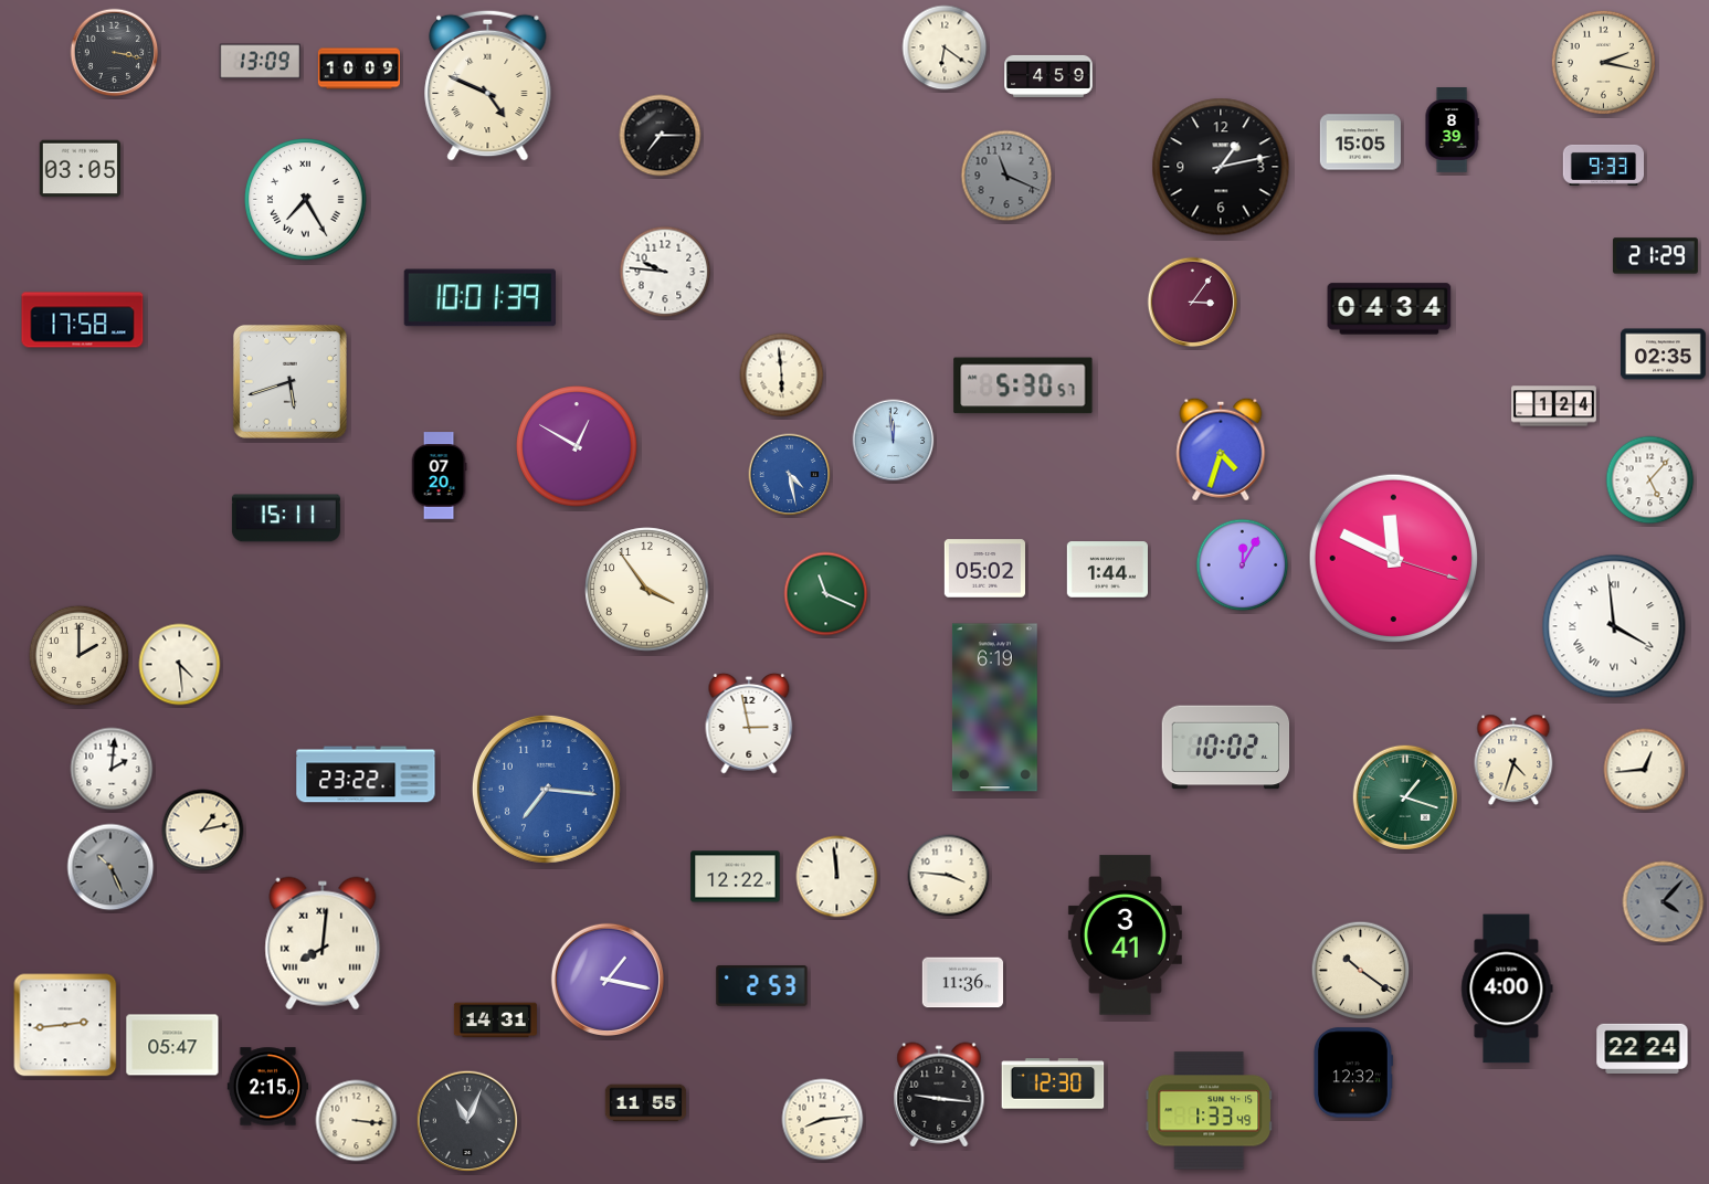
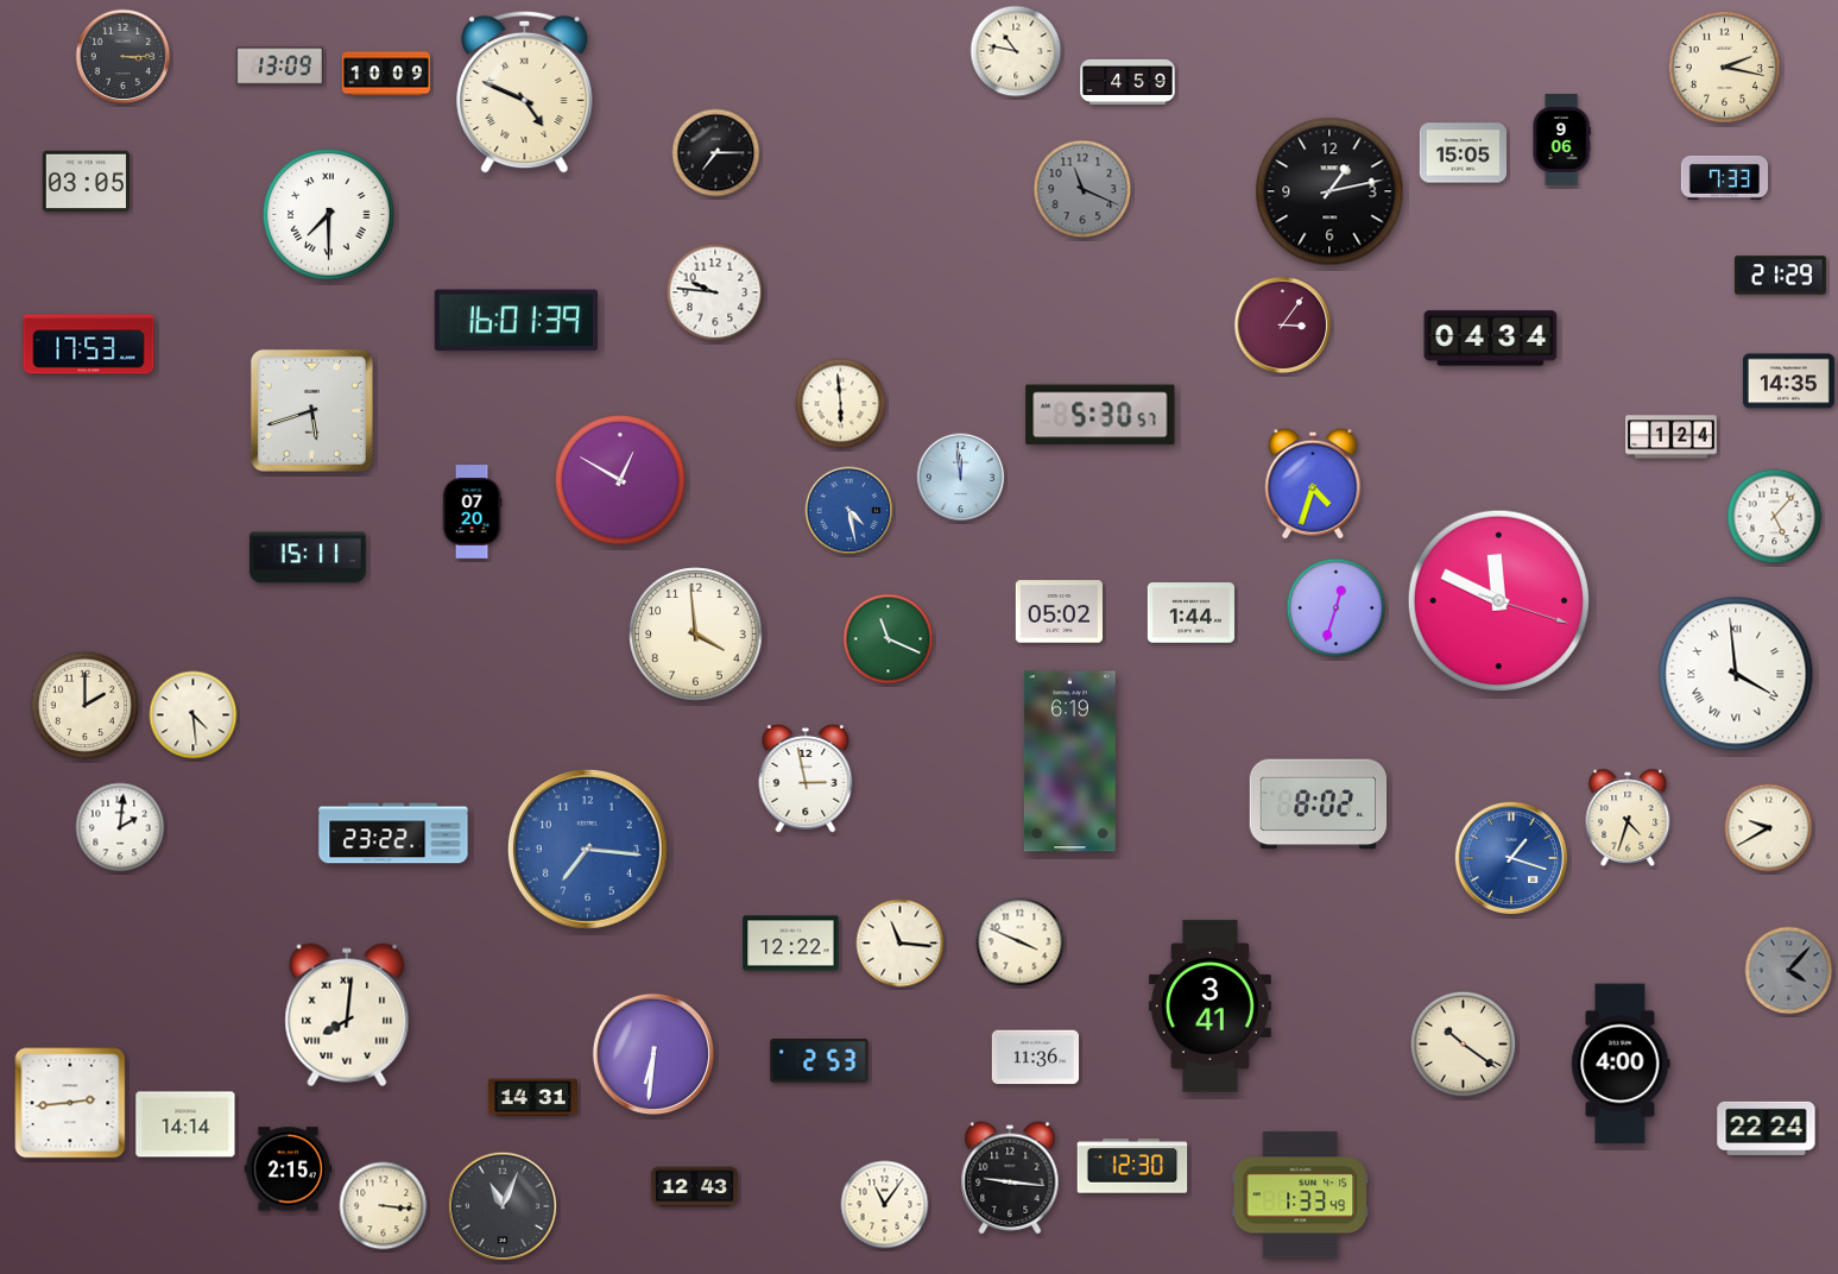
clock at (945, 47): 6:21 -> 10:47
clock at (115, 53): 3:17 -> 3:15
clock at (1452, 130): 8:39 -> 9:06
clock at (661, 136) position: (661, 136) -> (716, 153)
clock at (1604, 165): 9:33 -> 7:33
clock at (1221, 167) position: (1221, 167) -> (1329, 191)
clock at (306, 200): 7:25 -> 7:30
clock at (479, 298): 10:01 -> 16:01
clock at (1390, 309) position: (1390, 309) -> (1491, 339)
clock at (83, 320): 17:58 -> 17:53
clock at (1663, 355): 02:35 -> 14:35
clock at (894, 441) position: (894, 441) -> (961, 478)
clock at (1243, 565): 12:05 -> 12:33
clock at (647, 590): 3:54 -> 3:59
clock at (1226, 748): 10:02 -> 8:02
clock at (1645, 770): 12:44 -> 9:40
clock at (1404, 796) dial: green -> blue
clock at (203, 831): 1:13 -> none
clock at (110, 867): 10:26 -> none
clock at (949, 876): 3:46 -> 3:49
clock at (837, 877): 11:59 -> 11:16
clock at (608, 980): 1:17 -> 6:31
clock at (172, 1045): 05:47 -> 14:14
clock at (1352, 1072): 12:32 -> none
clock at (646, 1103): 11:55 -> 12:43
clock at (823, 1120): 8:14 -> 11:06
